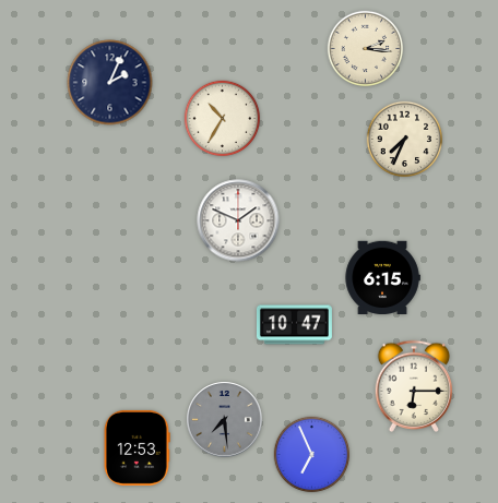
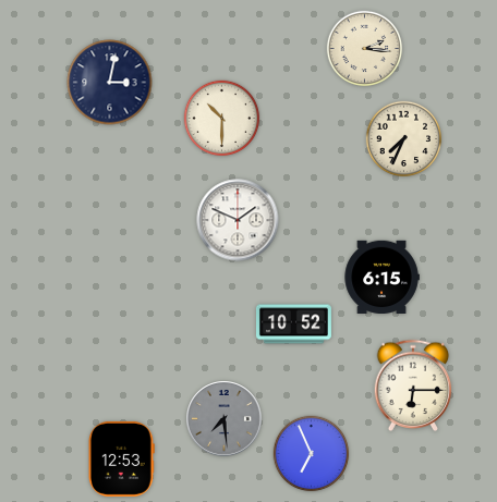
clock at (110, 83): 2:04 -> 3:02
clock at (223, 119): 10:35 -> 10:30
clock at (294, 325): 10:47 -> 10:52
clock at (137, 447) position: (137, 447) -> (121, 458)
